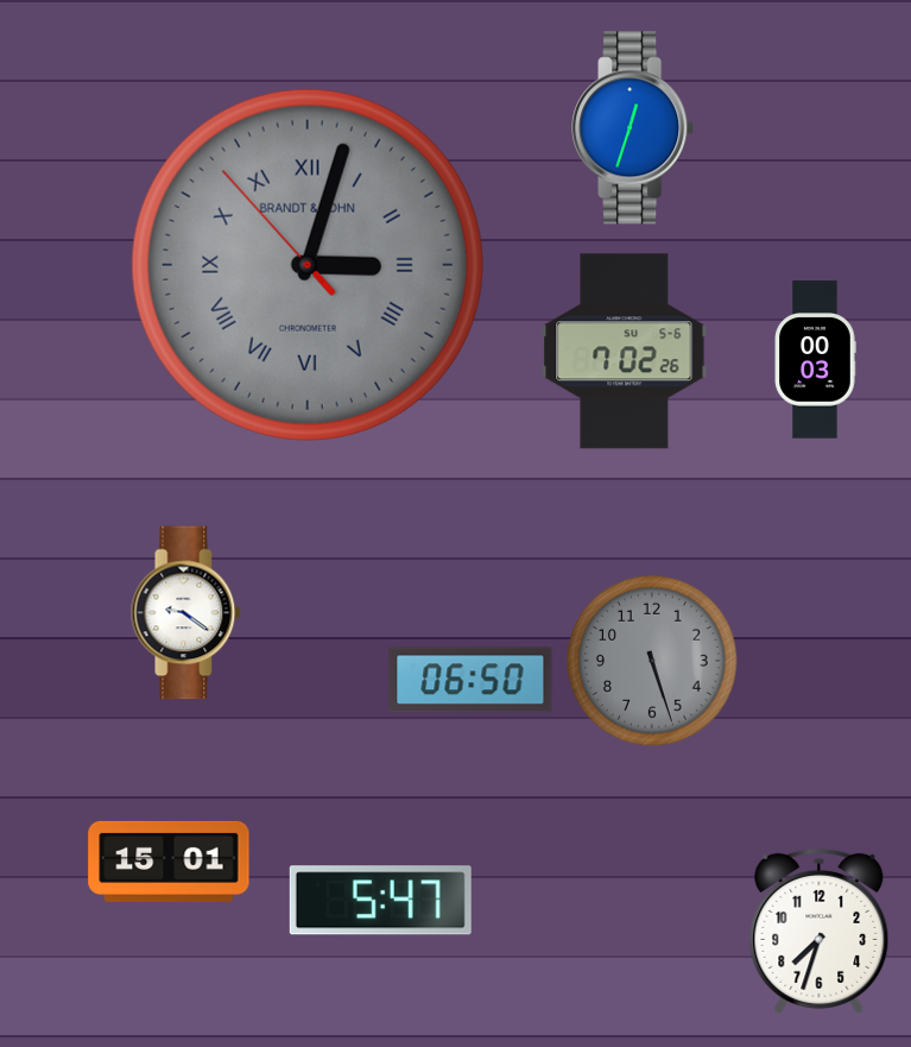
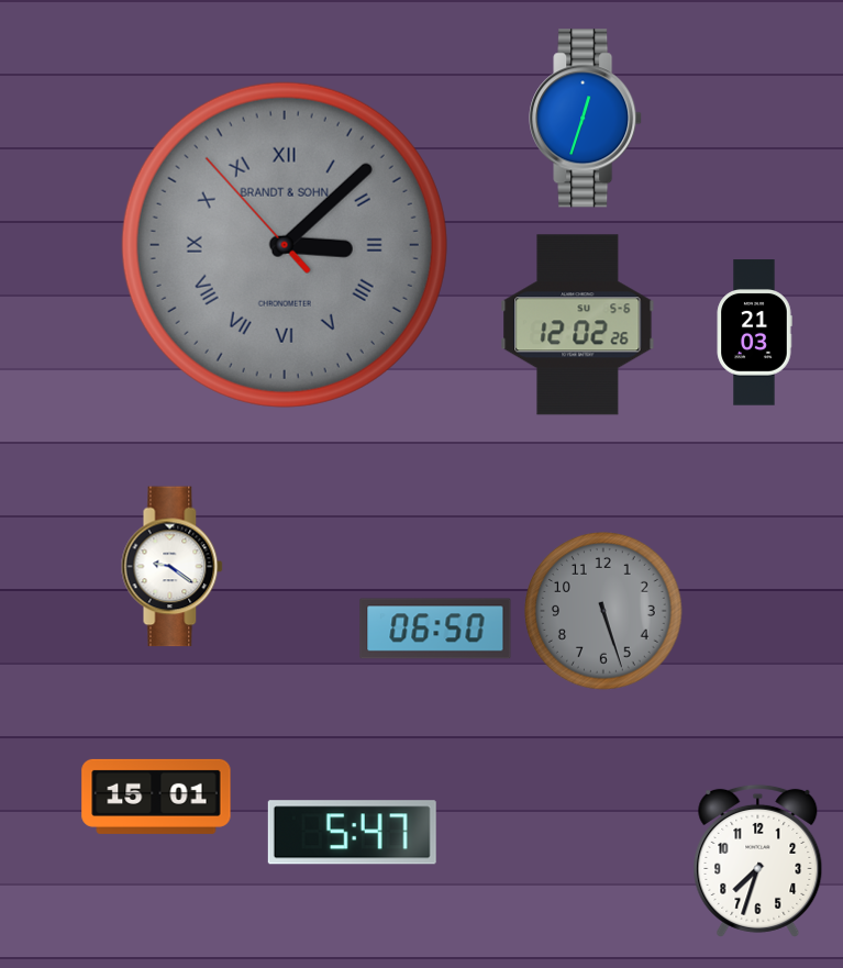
clock at (308, 265): 3:02 -> 3:07
clock at (625, 352): 7:02 -> 12:02
clock at (815, 360): 00:03 -> 21:03
